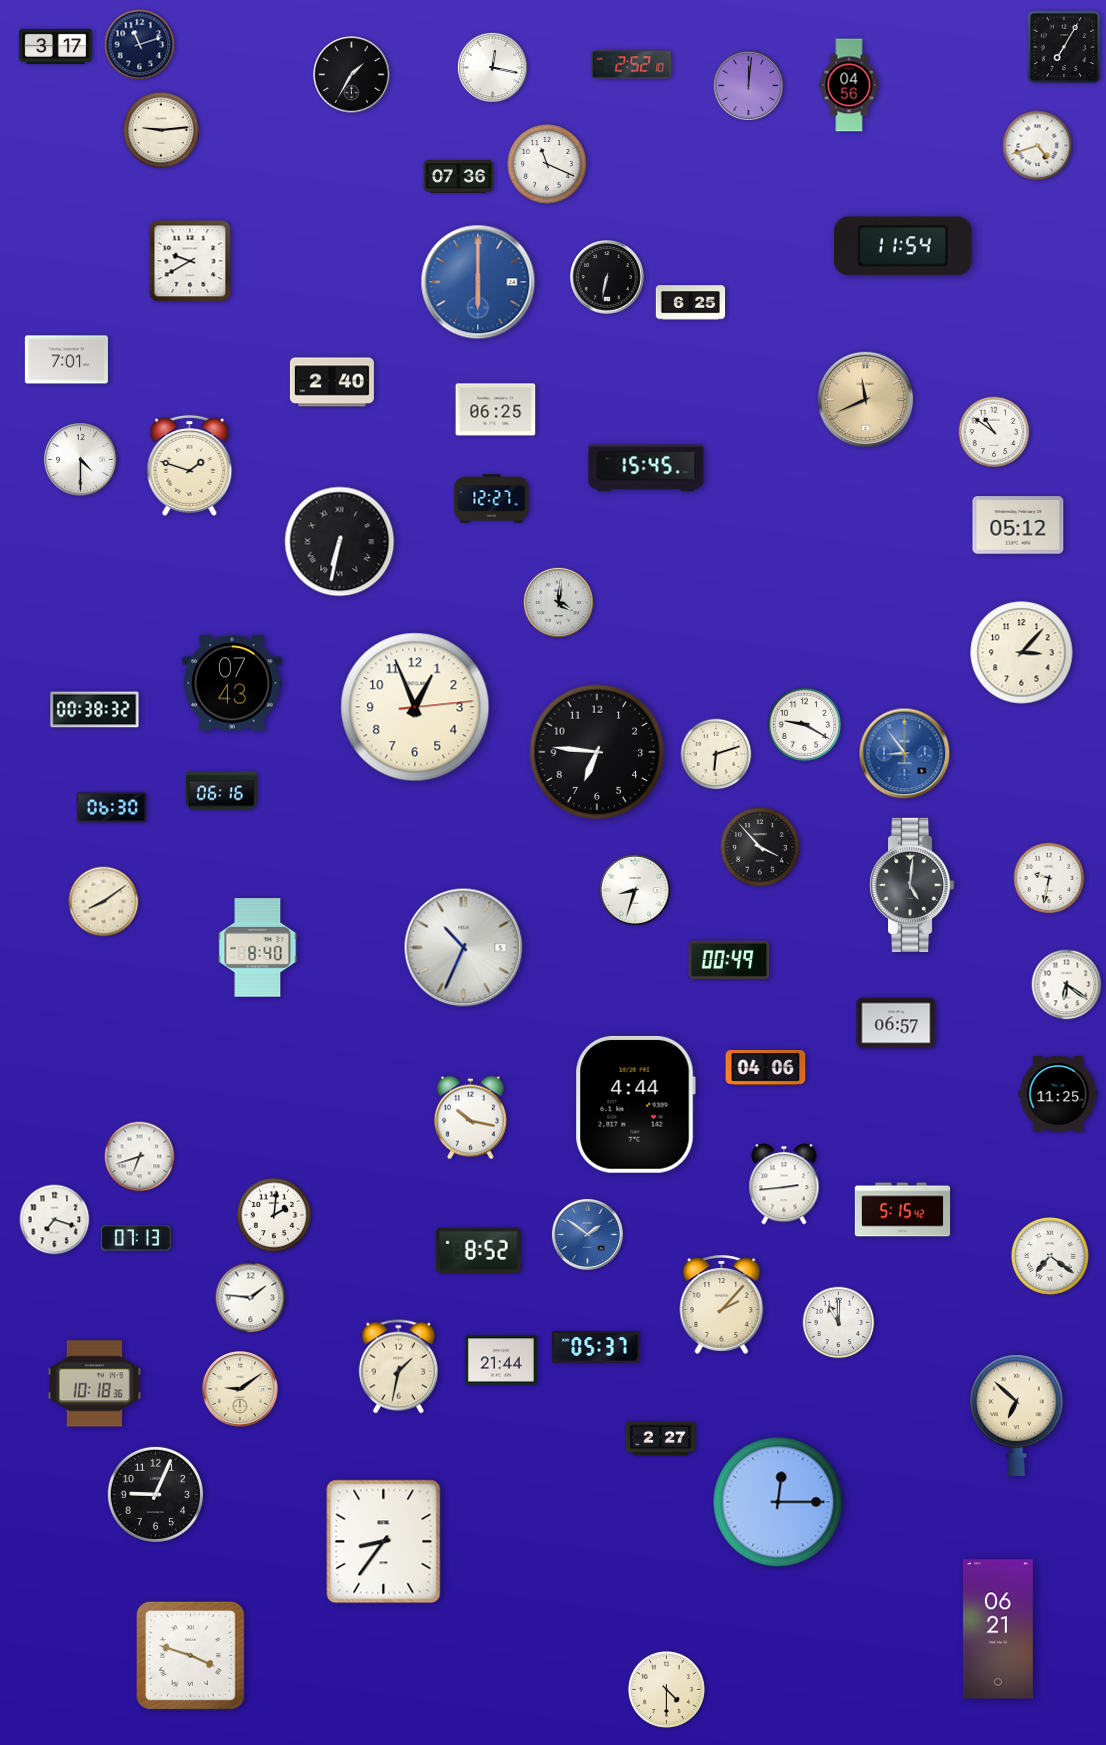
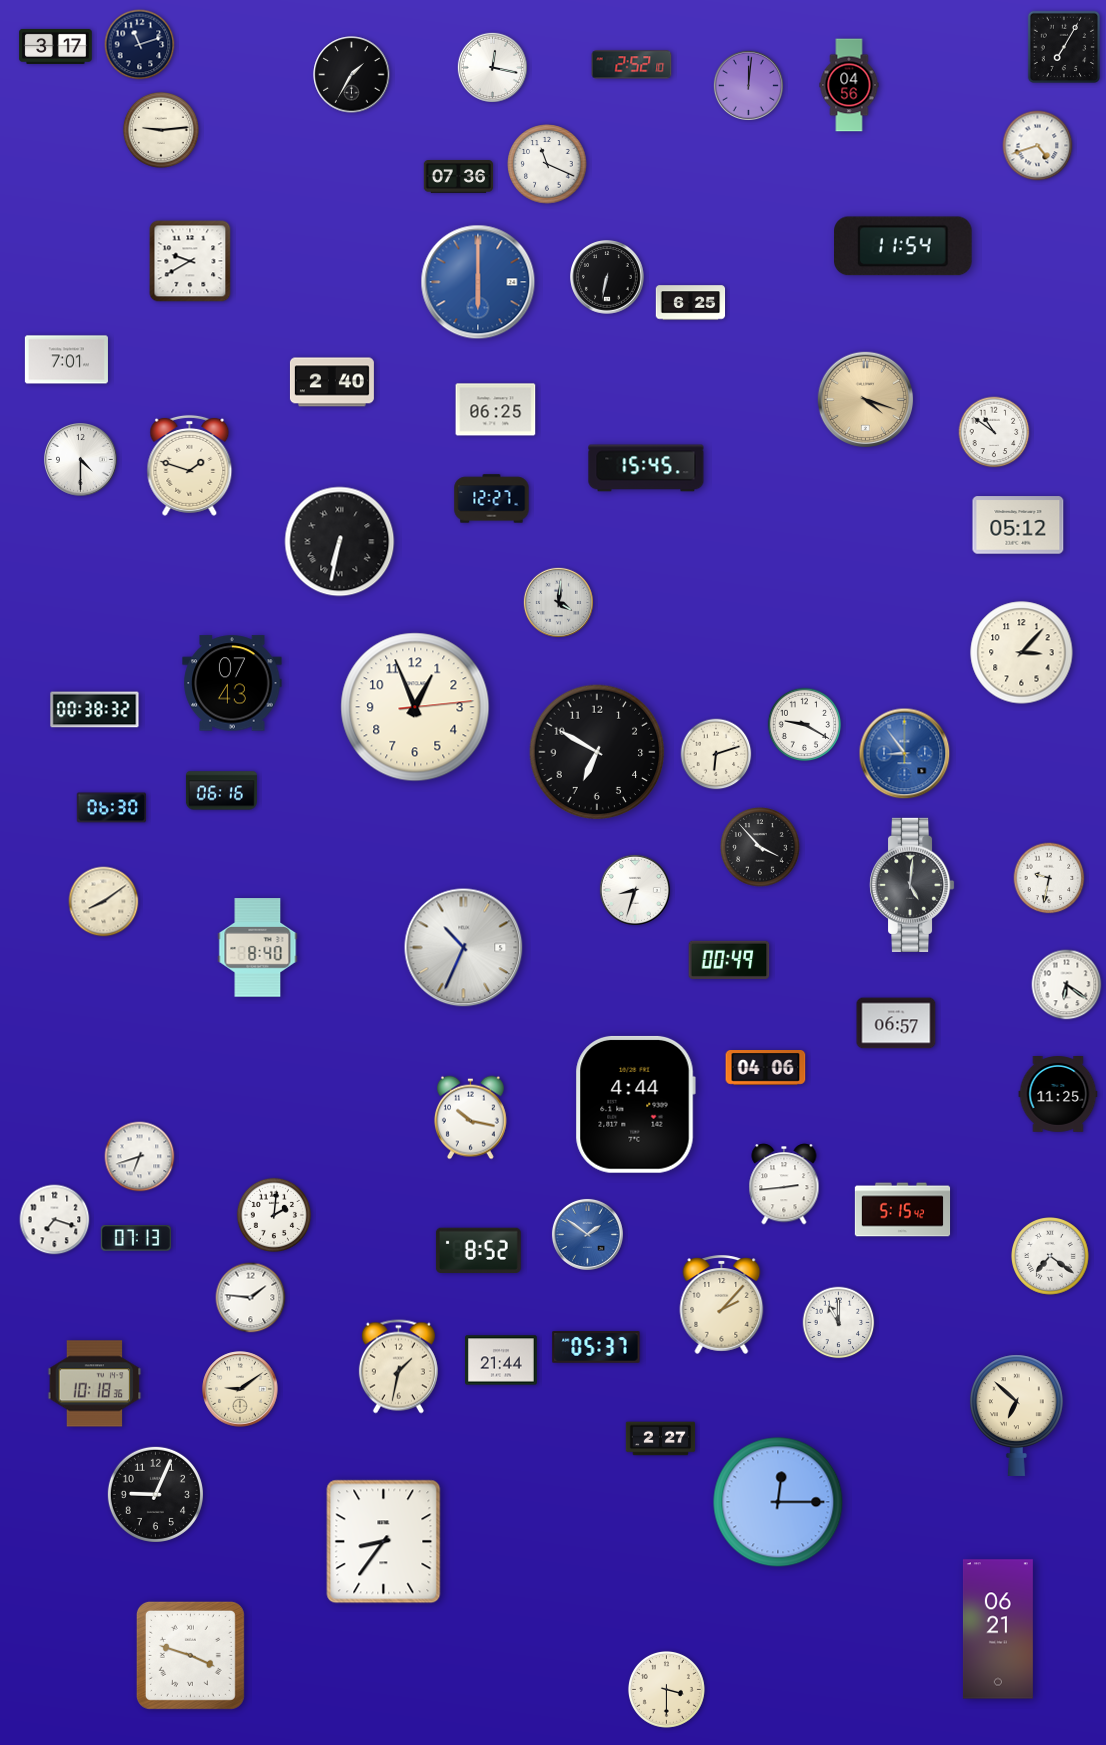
clock at (866, 400): 11:41 -> 4:18
clock at (597, 752): 6:46 -> 6:50
clock at (666, 1689): 4:30 -> 3:30
